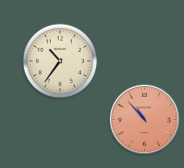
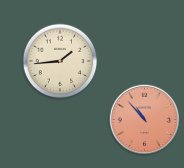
clock at (60, 61): 10:36 -> 1:44
